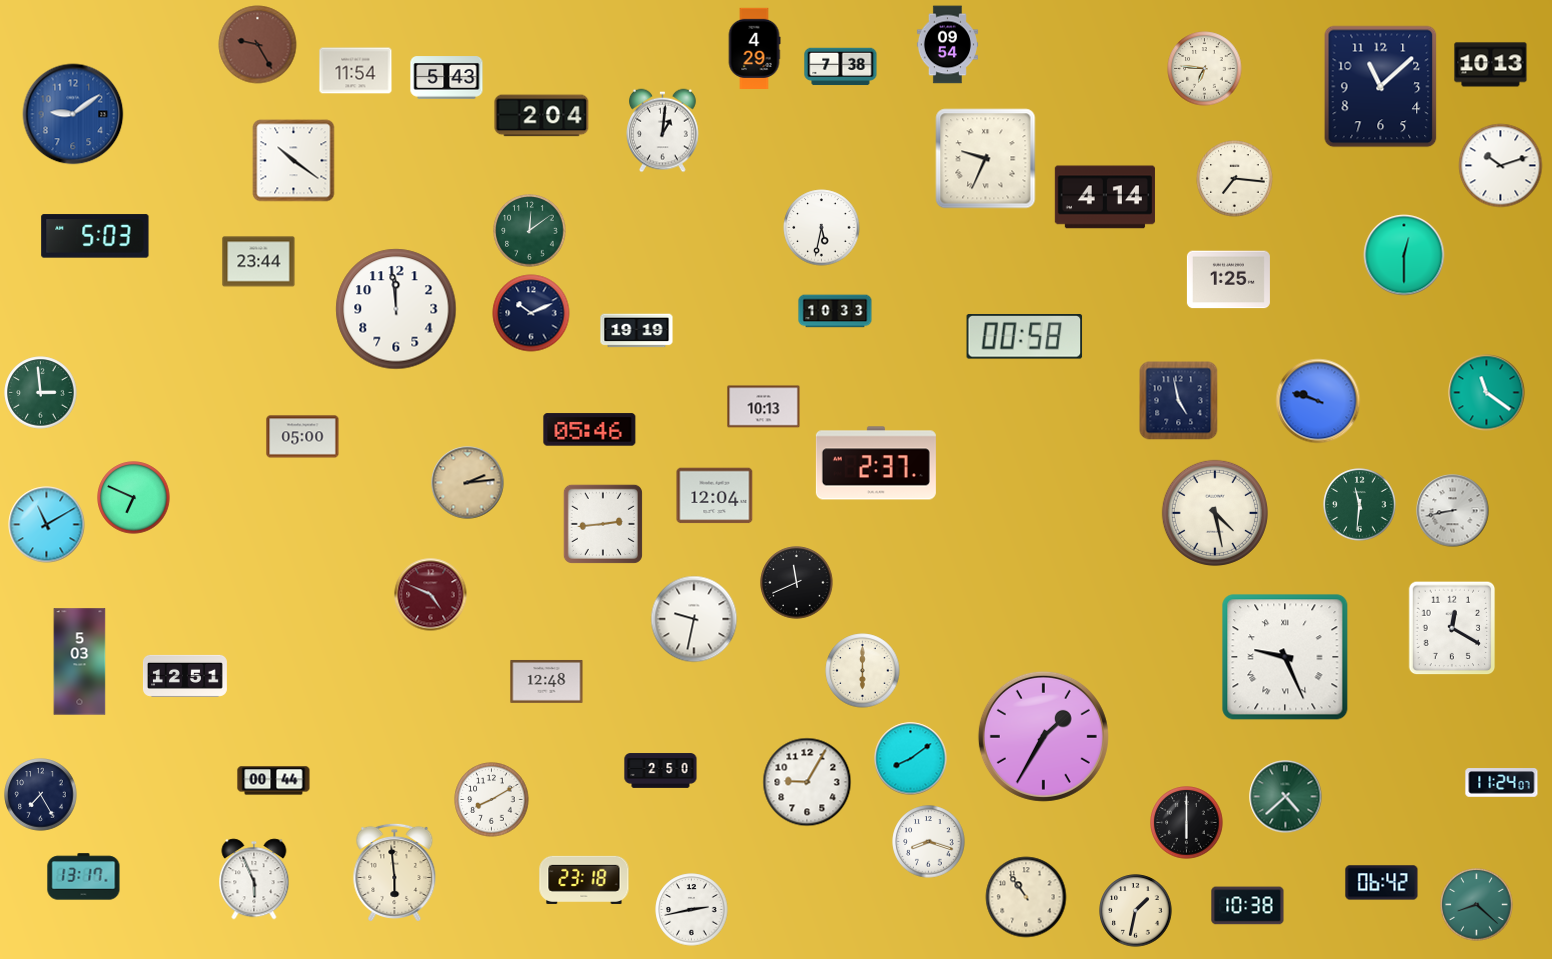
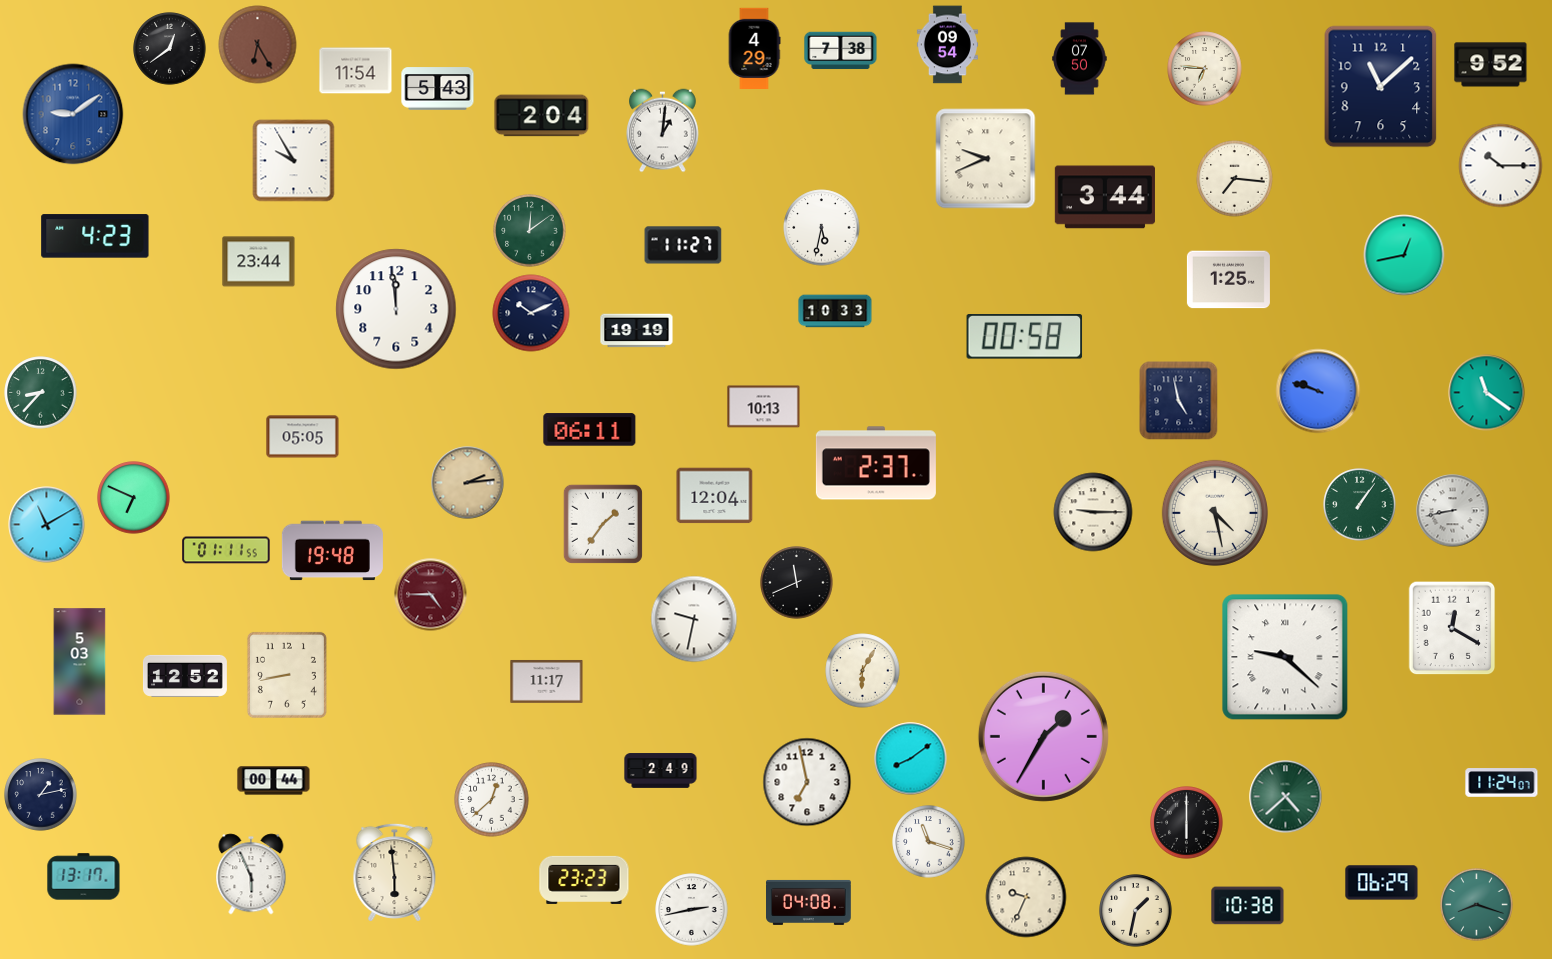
clock at (258, 45): 9:25 -> 6:25
clock at (170, 49): none -> 12:39
clock at (1080, 59): none -> 07:50
clock at (1491, 65): 10:13 -> 9:52
clock at (841, 67) position: (841, 67) -> (841, 51)
clock at (447, 78) position: (447, 78) -> (438, 89)
clock at (986, 159): 9:34 -> 9:41
clock at (294, 161): 10:21 -> 9:55
clock at (1501, 166): 10:12 -> 10:15
clock at (1105, 197): 4:14 -> 3:44
clock at (95, 236): 5:03 -> 4:23
clock at (683, 245): none -> 11:27
clock at (1404, 255): 12:30 -> 12:43
clock at (41, 393): 2:59 -> 8:37
clock at (1318, 401) position: (1318, 401) -> (1318, 391)
clock at (590, 430): 05:46 -> 06:11
clock at (303, 437): 05:00 -> 05:05
clock at (1360, 505): 11:31 -> 1:06
clock at (1093, 512): none -> 9:15
clock at (603, 524): 2:44 -> 1:36
clock at (226, 550): none -> 01:11
clock at (332, 551): none -> 19:48
clock at (431, 595): 4:49 -> 4:45
clock at (1285, 657): 9:26 -> 9:22
clock at (863, 671): 6:00 -> 6:05
clock at (287, 675): none -> 8:43
clock at (185, 676): 12:51 -> 12:52
clock at (547, 681): 12:48 -> 11:17
clock at (661, 771): 2:50 -> 2:49
clock at (807, 782): 9:05 -> 6:58
clock at (41, 795): 7:25 -> 1:13
clock at (492, 800): 8:10 -> 12:38
clock at (929, 842): 8:18 -> 11:18
clock at (254, 879) position: (254, 879) -> (251, 874)
clock at (584, 880): 23:18 -> 23:23
clock at (1382, 883): 06:42 -> 06:29
clock at (1026, 897): 10:54 -> 9:34
clock at (809, 902): none -> 04:08
clock at (1477, 905): 8:22 -> 8:18
